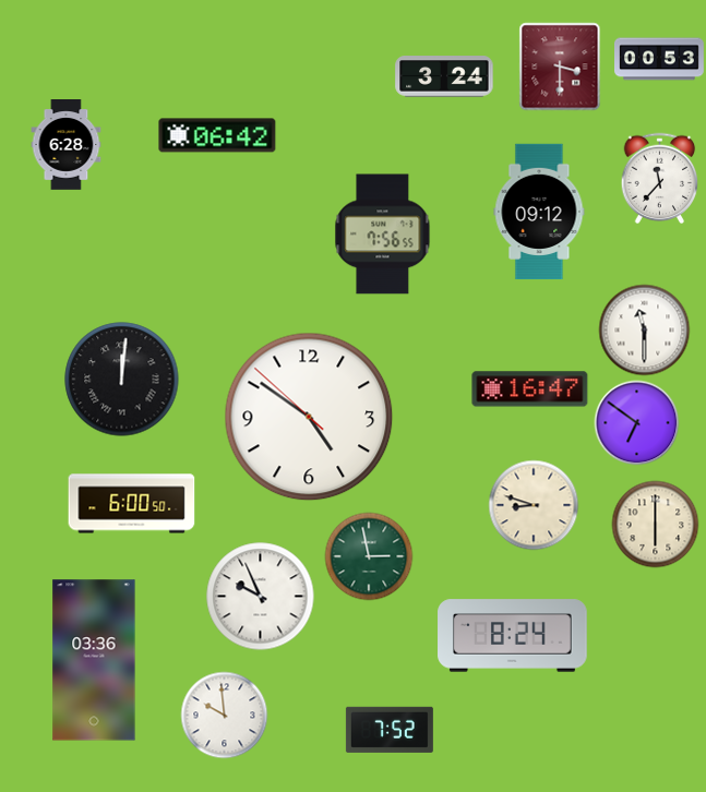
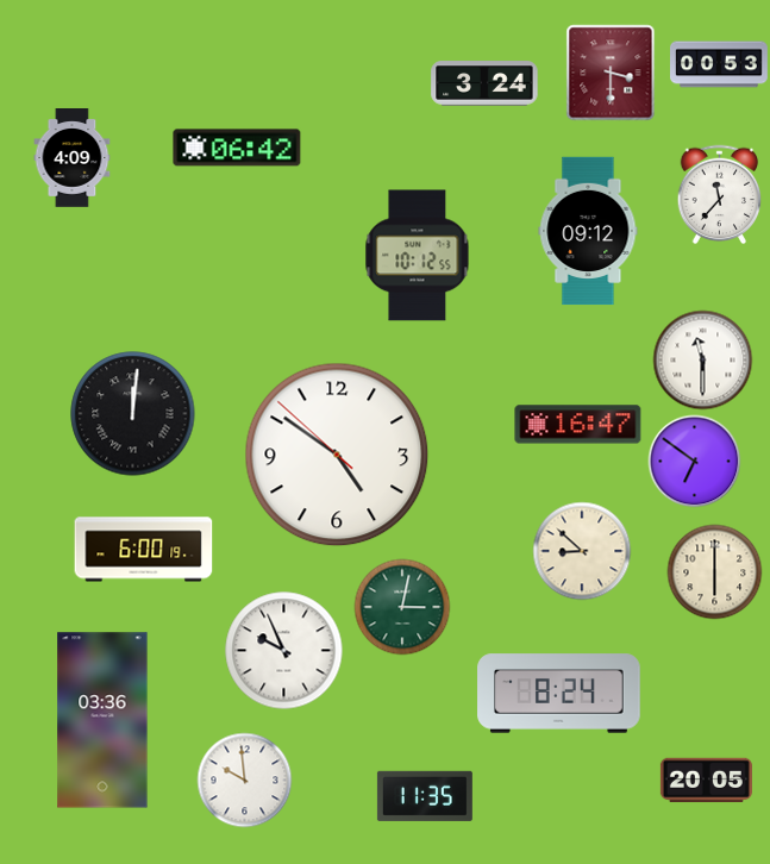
clock at (67, 145): 6:28 -> 4:09
clock at (383, 235): 7:56 -> 10:12
clock at (132, 504): 6:00:50 -> 6:00:19
clock at (534, 505): 8:48 -> 8:52
clock at (369, 556): 2:58 -> 3:02
clock at (706, 781): none -> 20:05
clock at (390, 730): 7:52 -> 11:35
